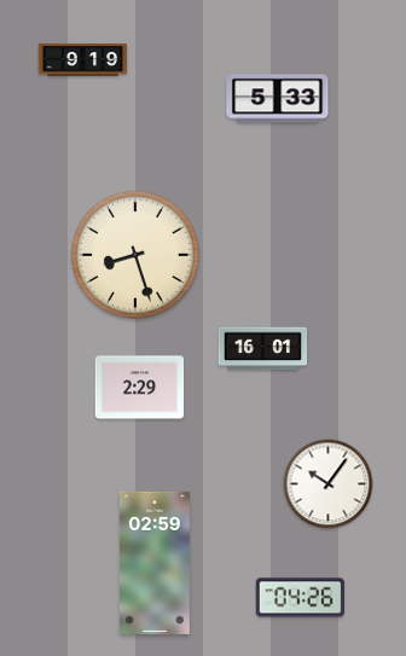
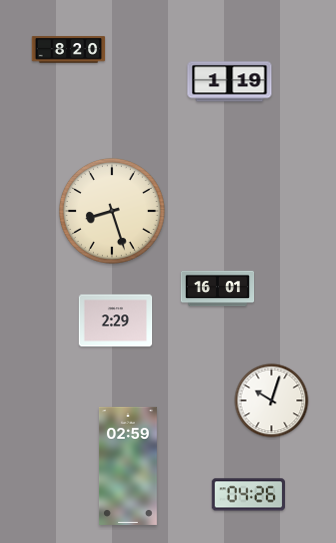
clock at (83, 60): 9:19 -> 8:20
clock at (278, 99): 5:33 -> 1:19
clock at (329, 484): 10:06 -> 10:03
